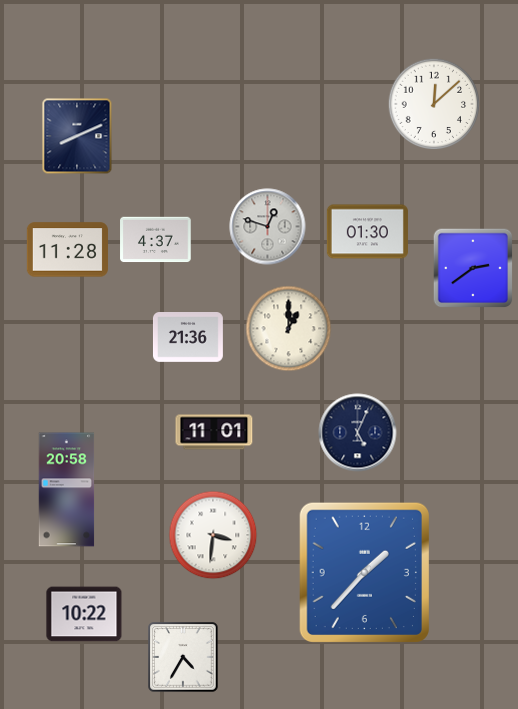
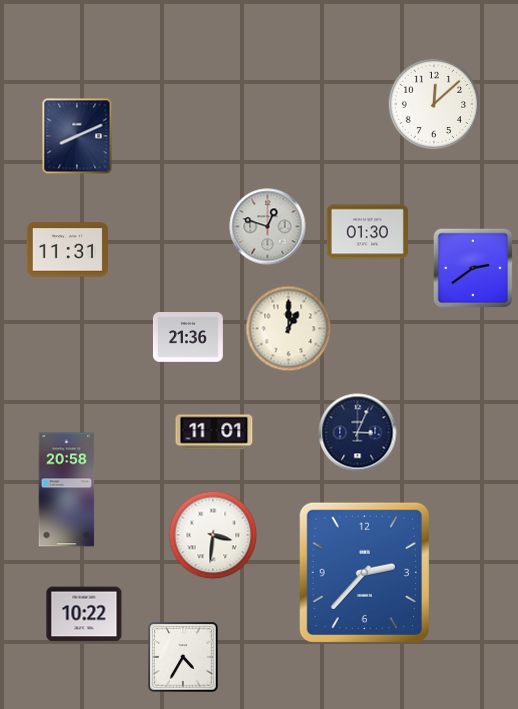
clock at (156, 240): 4:37 -> none
clock at (67, 250): 11:28 -> 11:31
clock at (358, 433): 5:04 -> 3:04
clock at (364, 572): 1:37 -> 2:37
